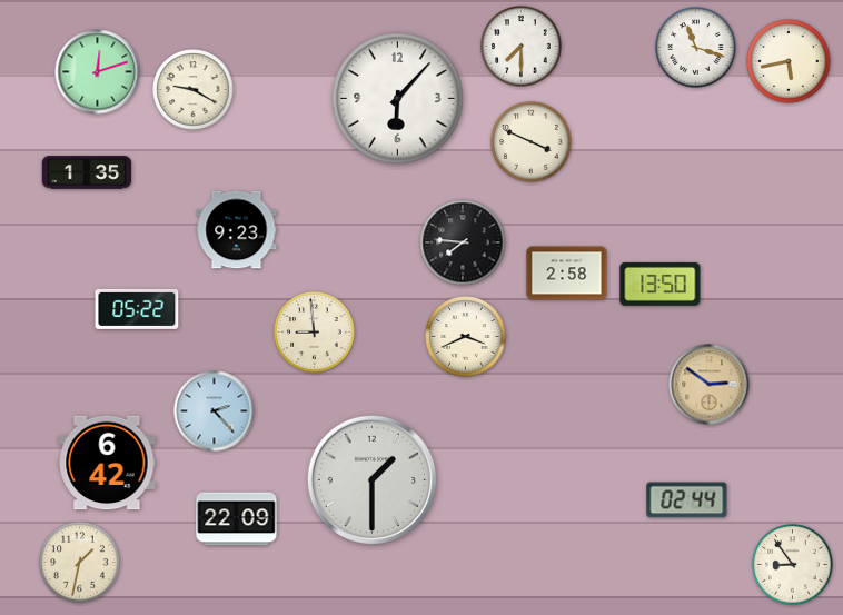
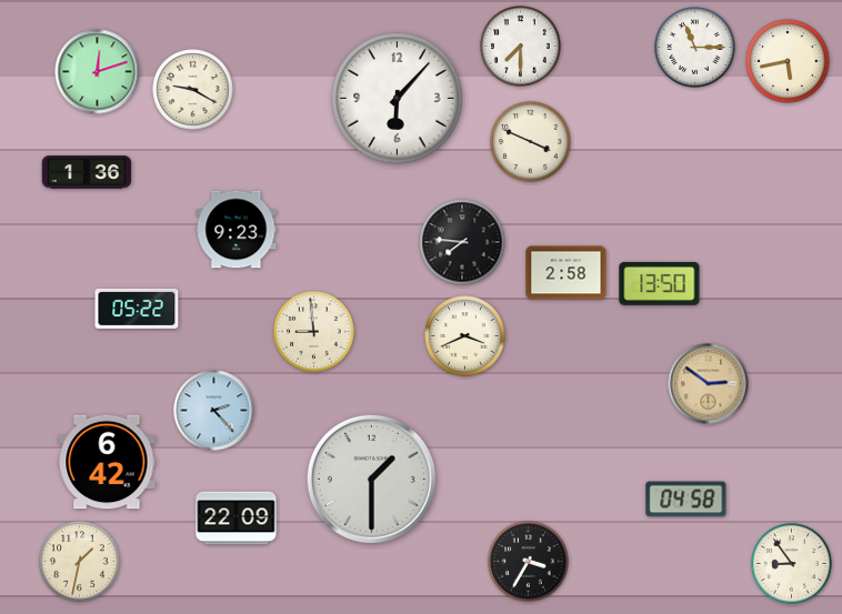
clock at (696, 48): 11:18 -> 11:15
clock at (87, 172): 1:35 -> 1:36
clock at (687, 500): 02:44 -> 04:58
clock at (529, 562): none -> 3:35
